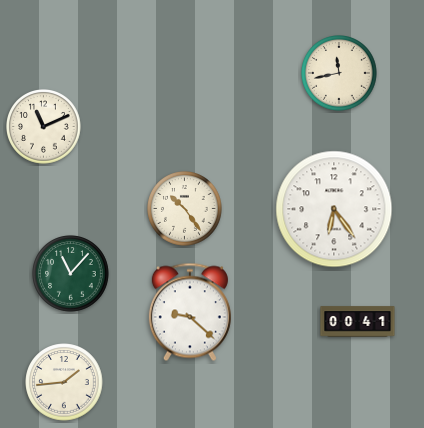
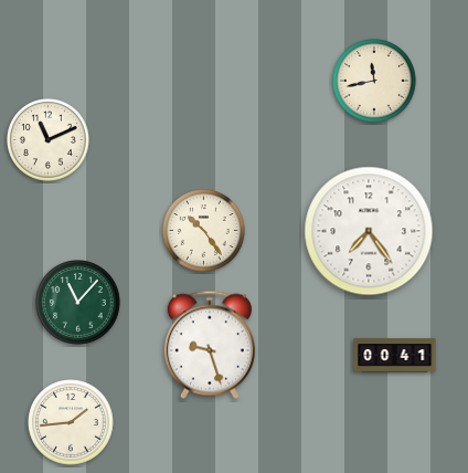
clock at (334, 209): 6:24 -> 7:24
clock at (190, 312): 9:22 -> 9:27
